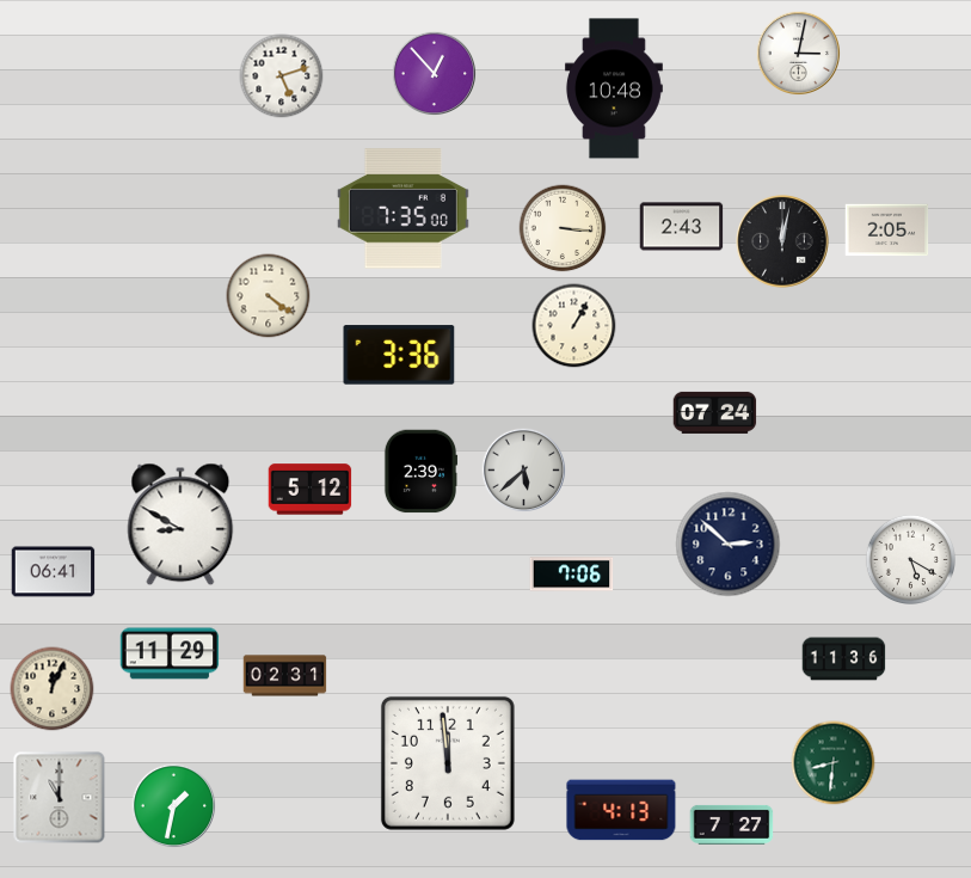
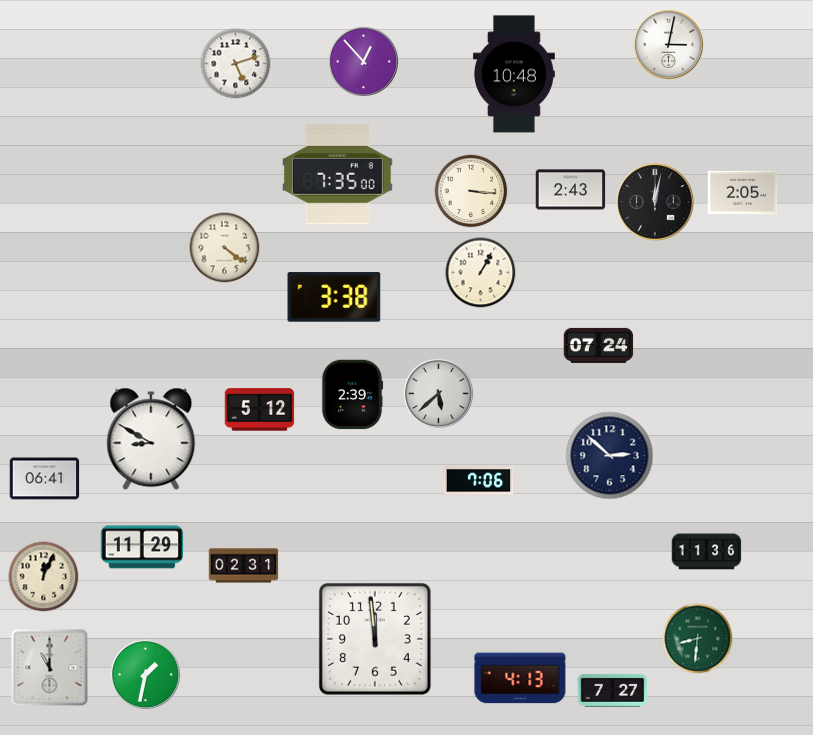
clock at (399, 355): 3:36 -> 3:38
clock at (910, 559): 5:20 -> none
clock at (285, 676) position: (285, 676) -> (244, 566)
